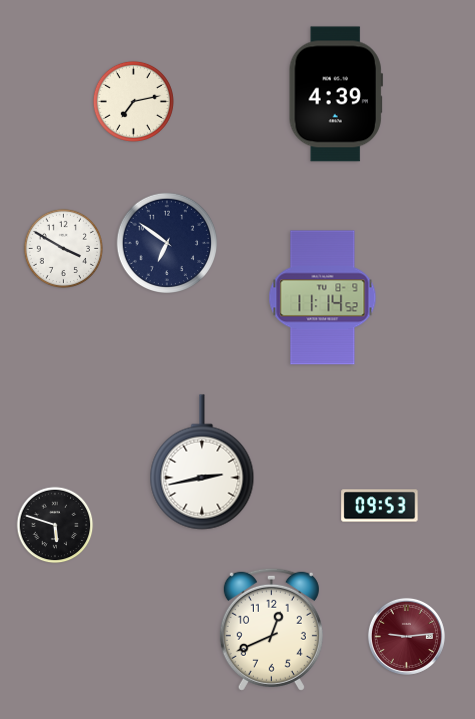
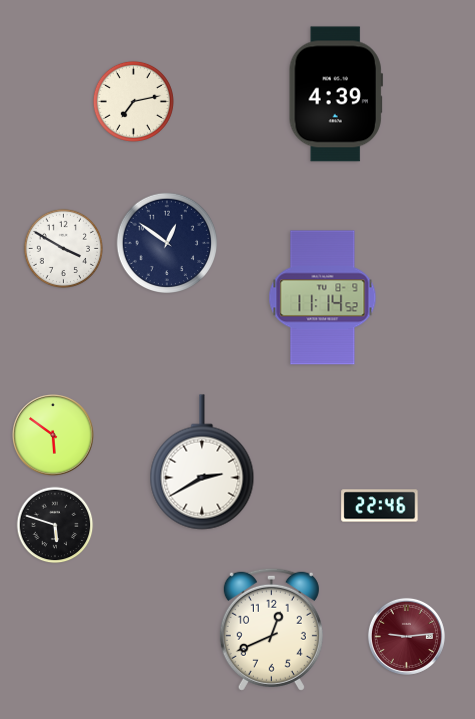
clock at (167, 243): 6:51 -> 12:51
clock at (53, 435): none -> 5:51
clock at (202, 462): 2:43 -> 2:40
clock at (380, 506): 09:53 -> 22:46
